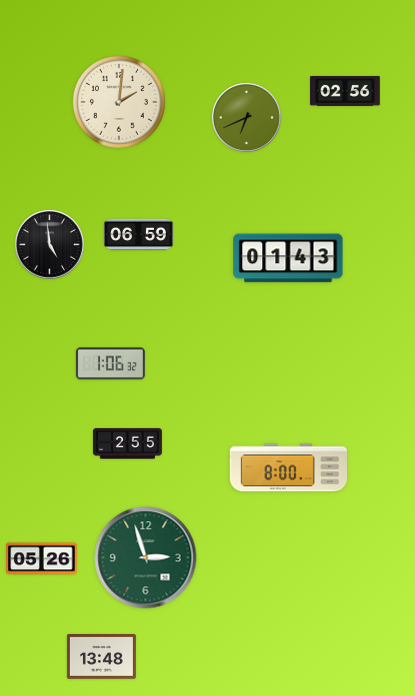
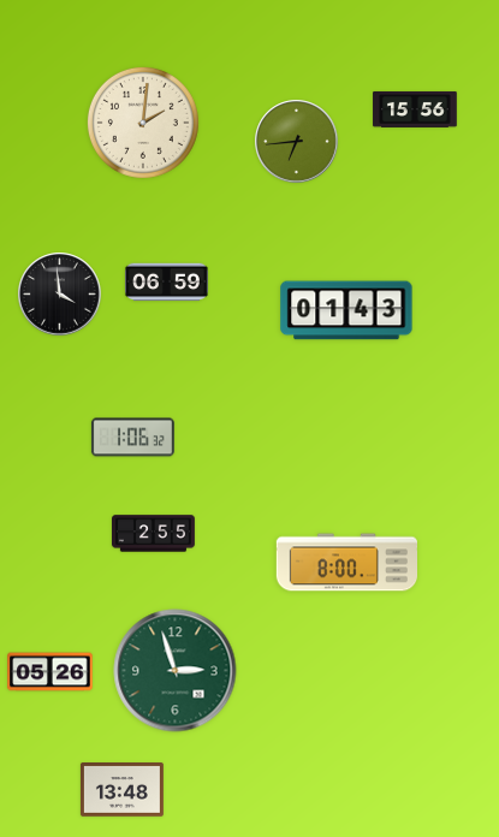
clock at (345, 91): 02:56 -> 15:56
clock at (247, 118): 6:41 -> 6:44
clock at (50, 245): 4:59 -> 3:59
